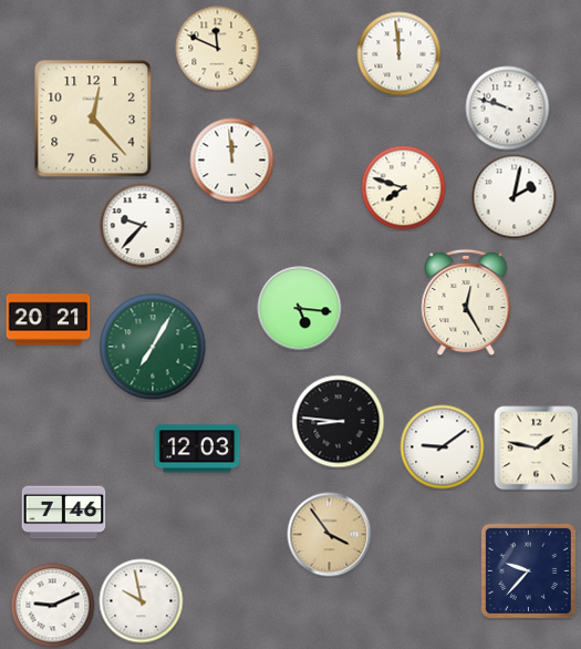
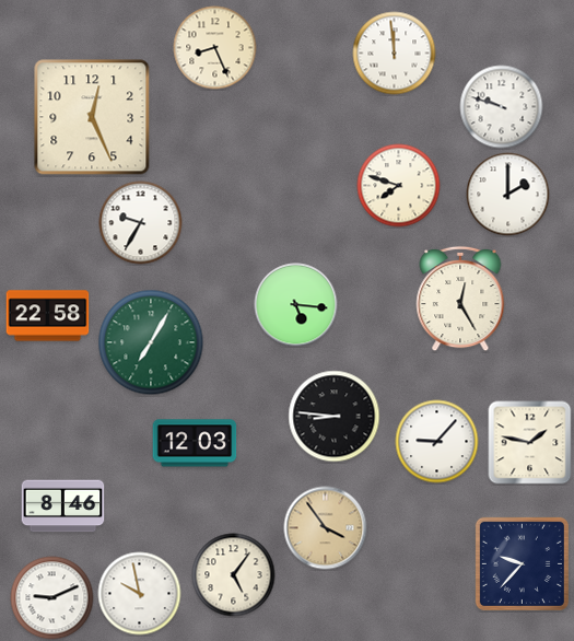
clock at (218, 49): 11:49 -> 8:26
clock at (93, 119): 12:23 -> 12:26
clock at (232, 161): 11:59 -> none
clock at (515, 197): 2:02 -> 2:00
clock at (143, 226): 9:37 -> 9:35
clock at (49, 320): 20:21 -> 22:58
clock at (443, 447): 9:09 -> 9:07
clock at (64, 513): 7:46 -> 8:46
clock at (234, 575): none -> 5:06
